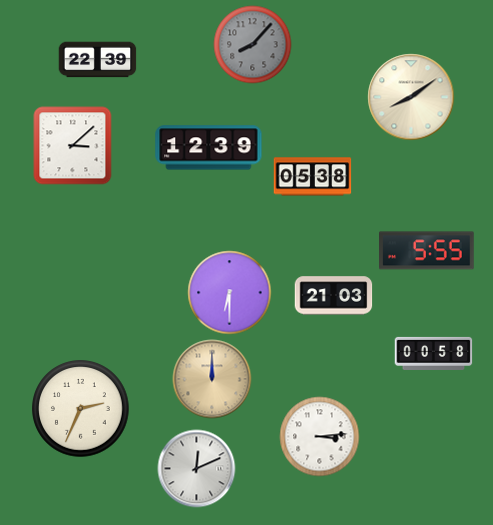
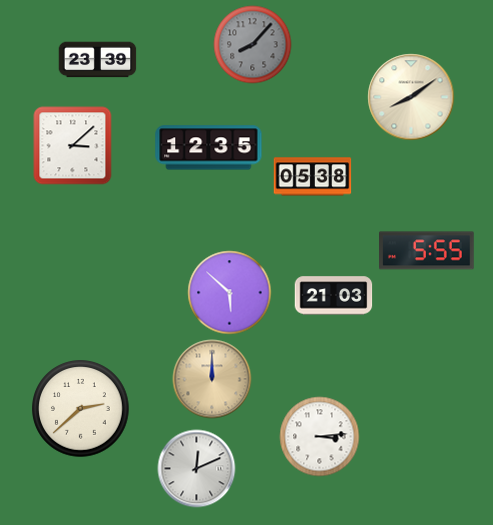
clock at (97, 60): 22:39 -> 23:39
clock at (209, 148): 12:39 -> 12:35
clock at (229, 292): 6:30 -> 5:52
clock at (433, 353): 00:58 -> none
clock at (81, 409): 2:34 -> 2:38
